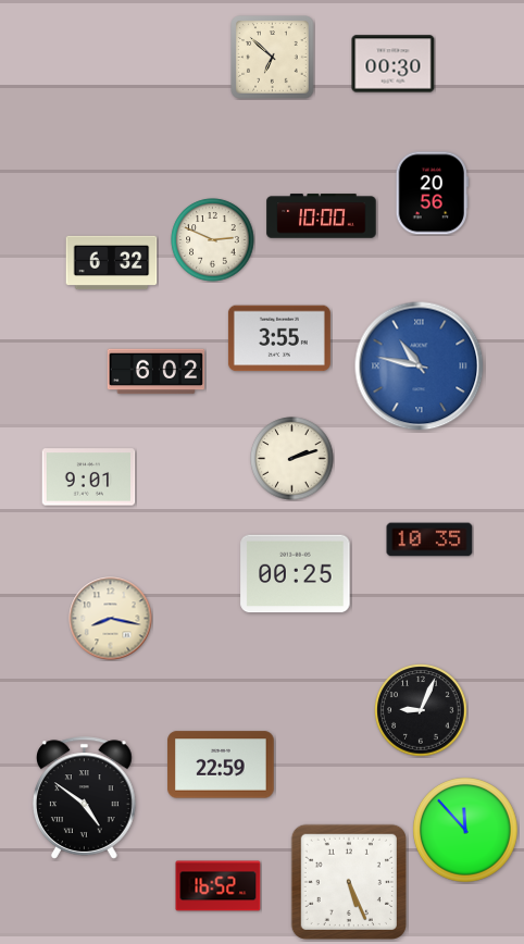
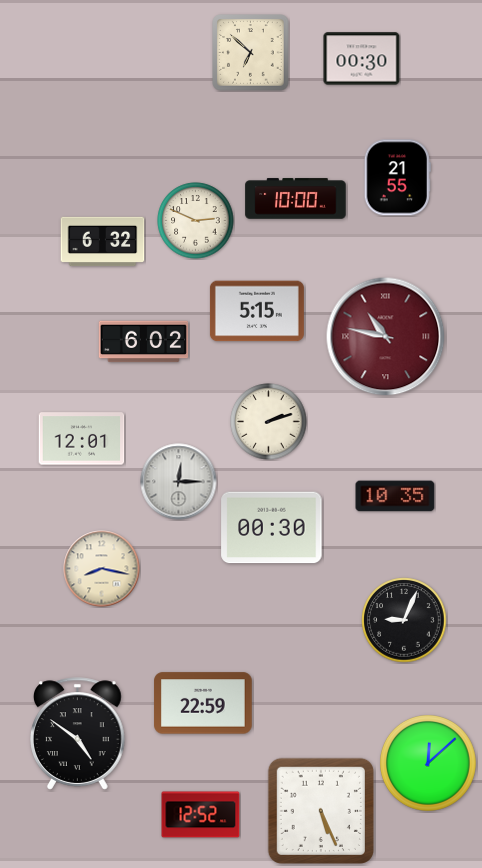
clock at (432, 194): 20:56 -> 21:55
clock at (279, 338): 3:55 -> 5:15
clock at (420, 367) dial: blue -> burgundy
clock at (89, 477): 9:01 -> 12:01
clock at (179, 482): none -> 12:15
clock at (296, 574): 00:25 -> 00:30
clock at (421, 710) position: (421, 710) -> (404, 620)
clock at (466, 831): 11:53 -> 12:08
clock at (219, 886): 16:52 -> 12:52
